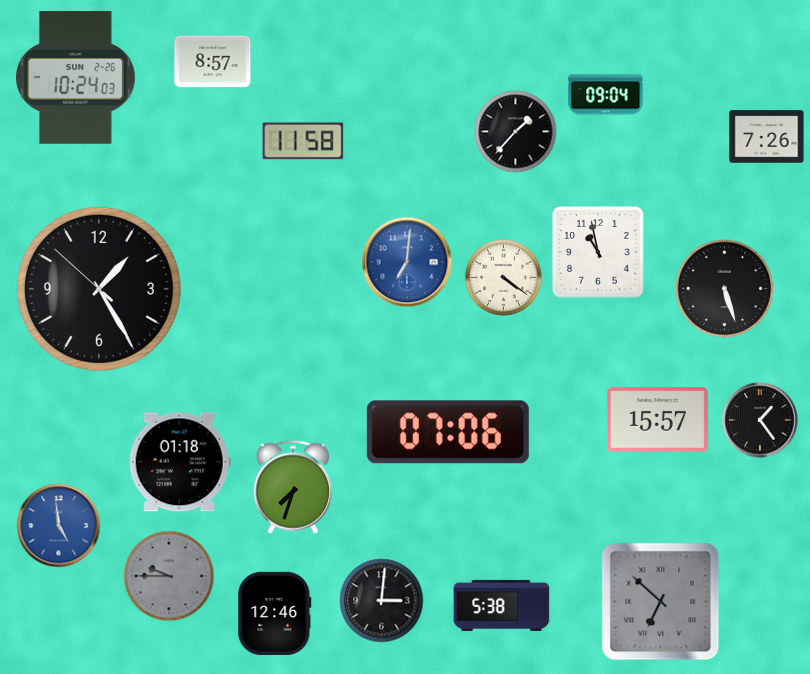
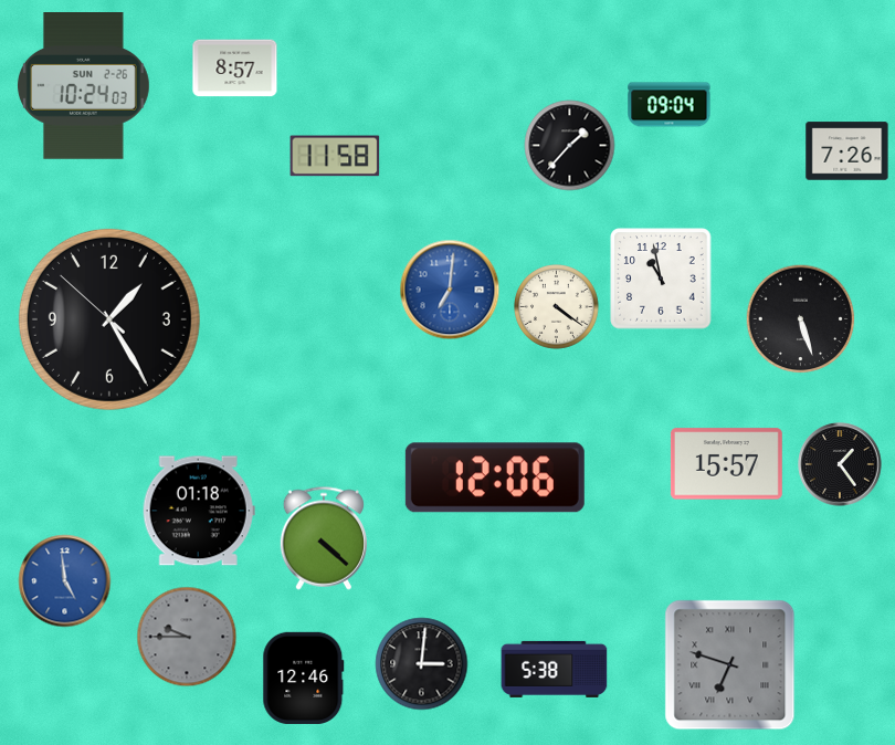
clock at (448, 432): 07:06 -> 12:06
clock at (292, 487): 7:33 -> 4:22
clock at (661, 602): 6:52 -> 6:48
